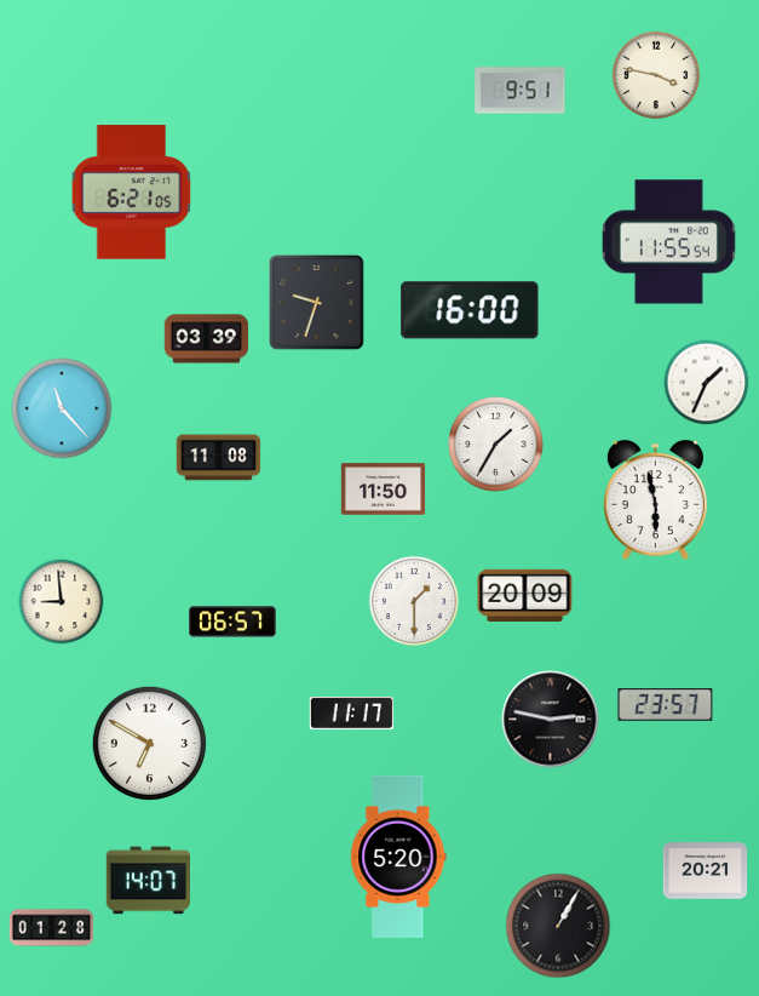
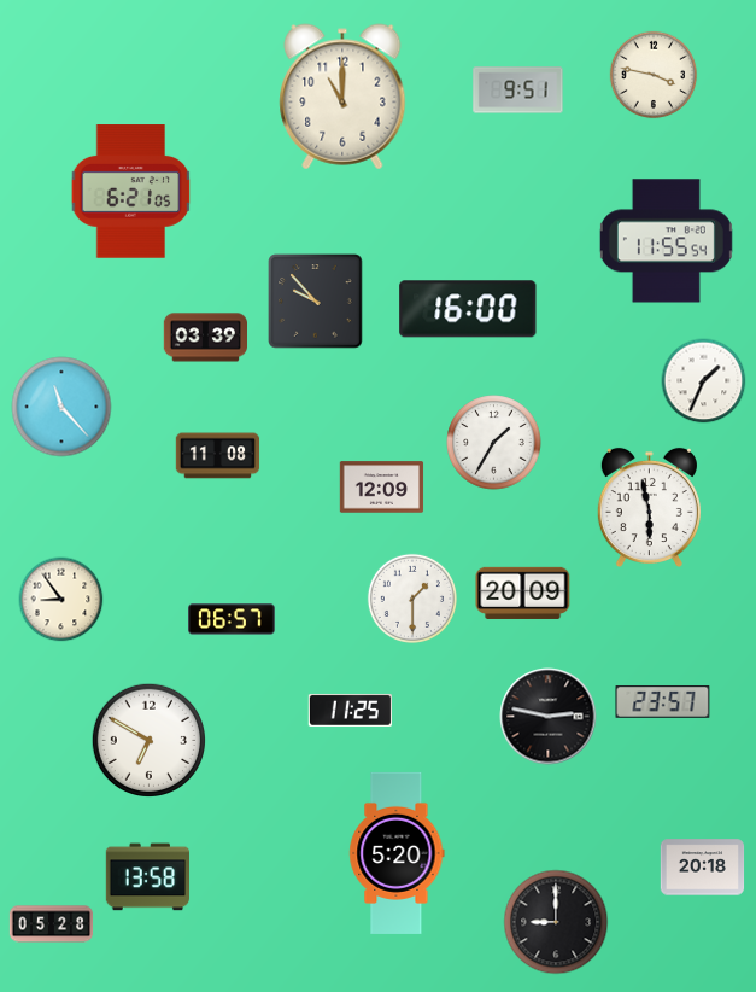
clock at (342, 97): none -> 11:00
clock at (317, 303): 9:33 -> 9:53
clock at (384, 490): 11:50 -> 12:09
clock at (655, 499) position: (655, 499) -> (649, 507)
clock at (62, 602): 8:59 -> 8:54
clock at (351, 712): 11:17 -> 11:25
clock at (706, 871): 20:21 -> 20:18
clock at (148, 881): 14:07 -> 13:58
clock at (558, 926): 1:05 -> 9:00
clock at (52, 928): 01:28 -> 05:28
